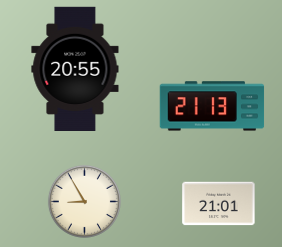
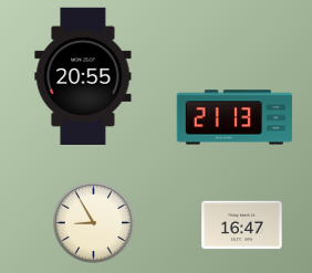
clock at (219, 204): 21:01 -> 16:47
